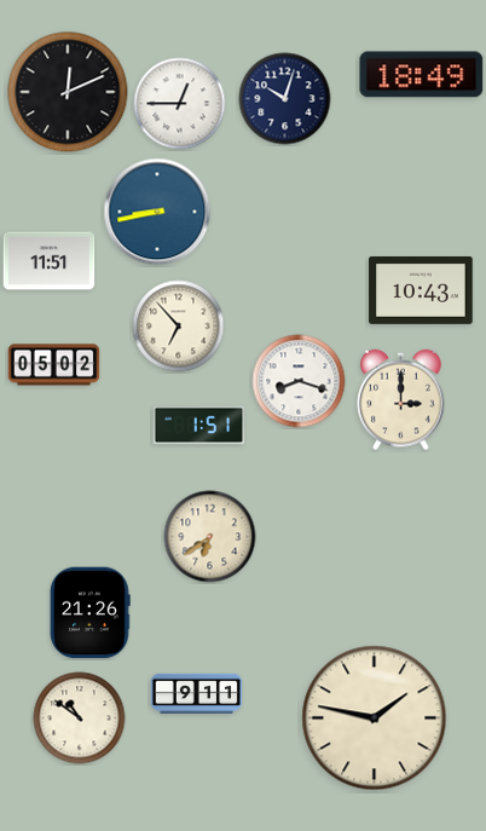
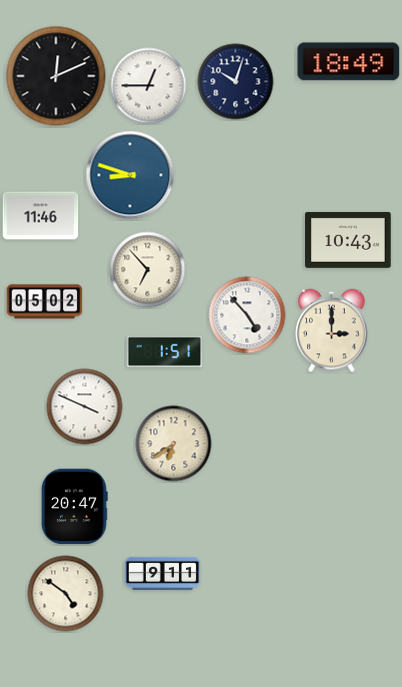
clock at (157, 212): 8:43 -> 8:48
clock at (50, 261): 11:51 -> 11:46
clock at (299, 381): 8:18 -> 4:53
clock at (85, 407): none -> 3:49
clock at (91, 613): 21:26 -> 20:47
clock at (80, 719): 10:51 -> 4:51
clock at (375, 719): 1:47 -> none
